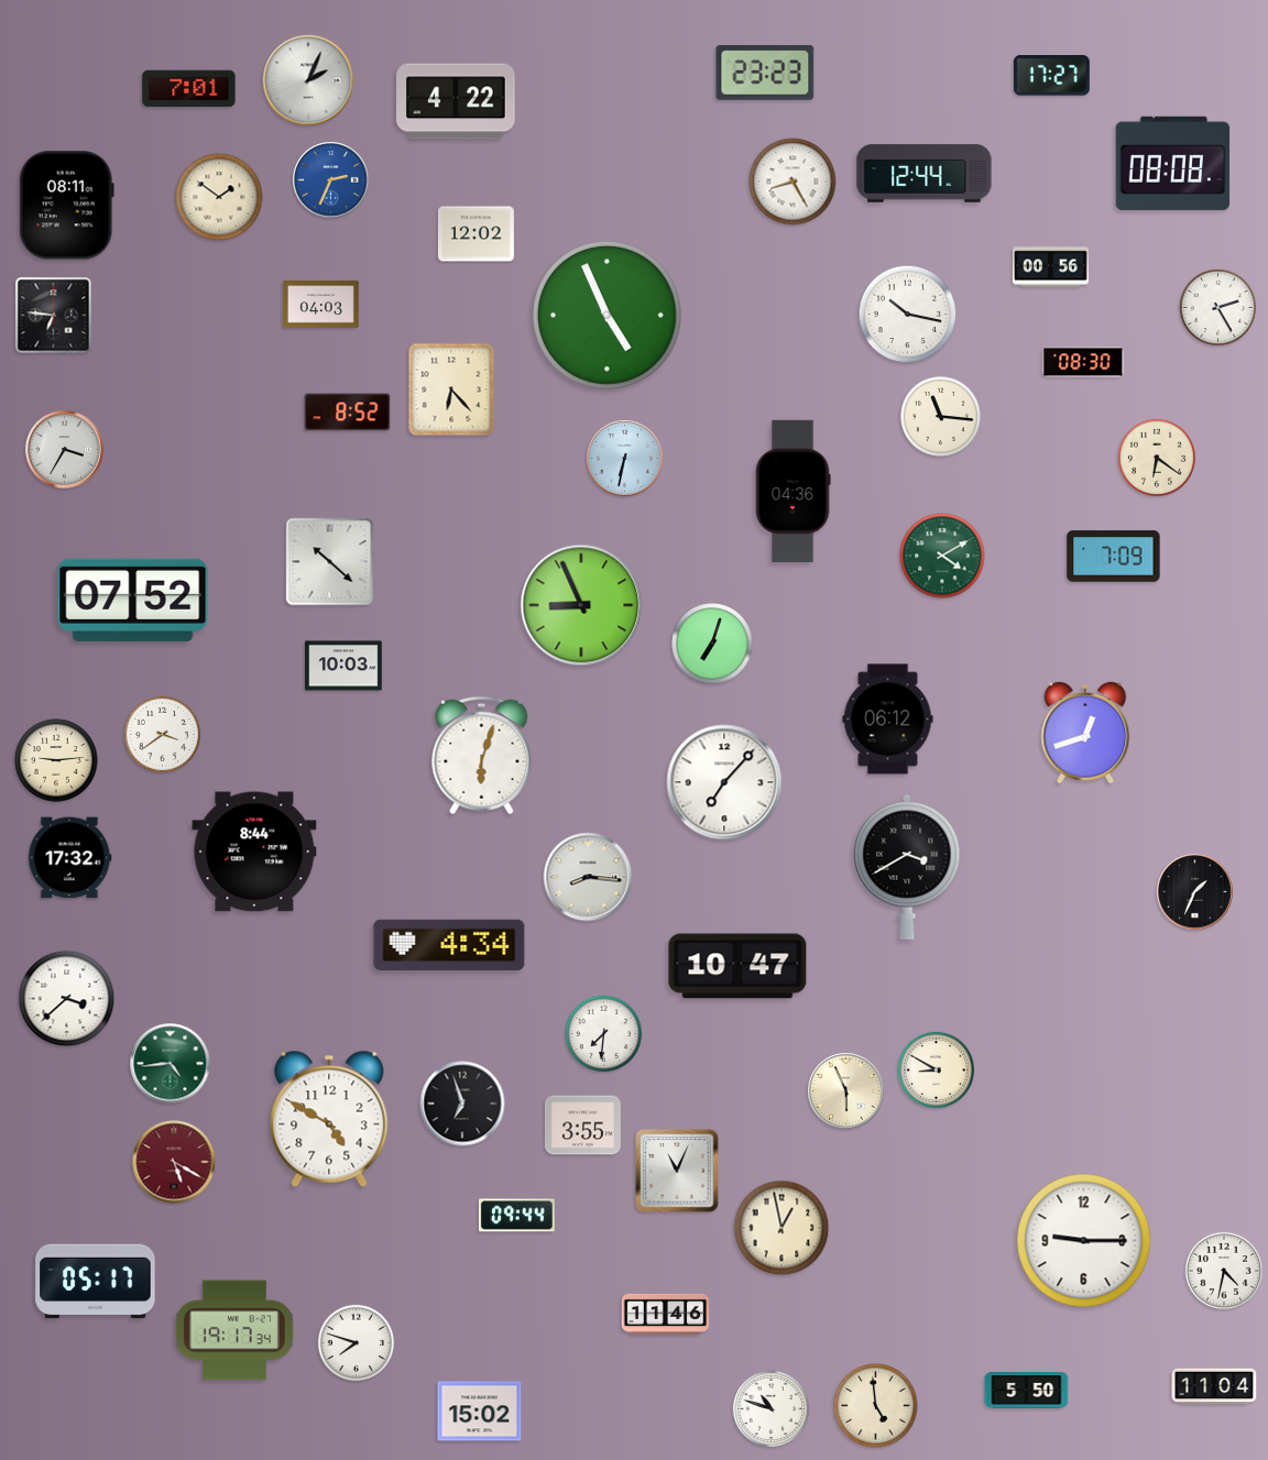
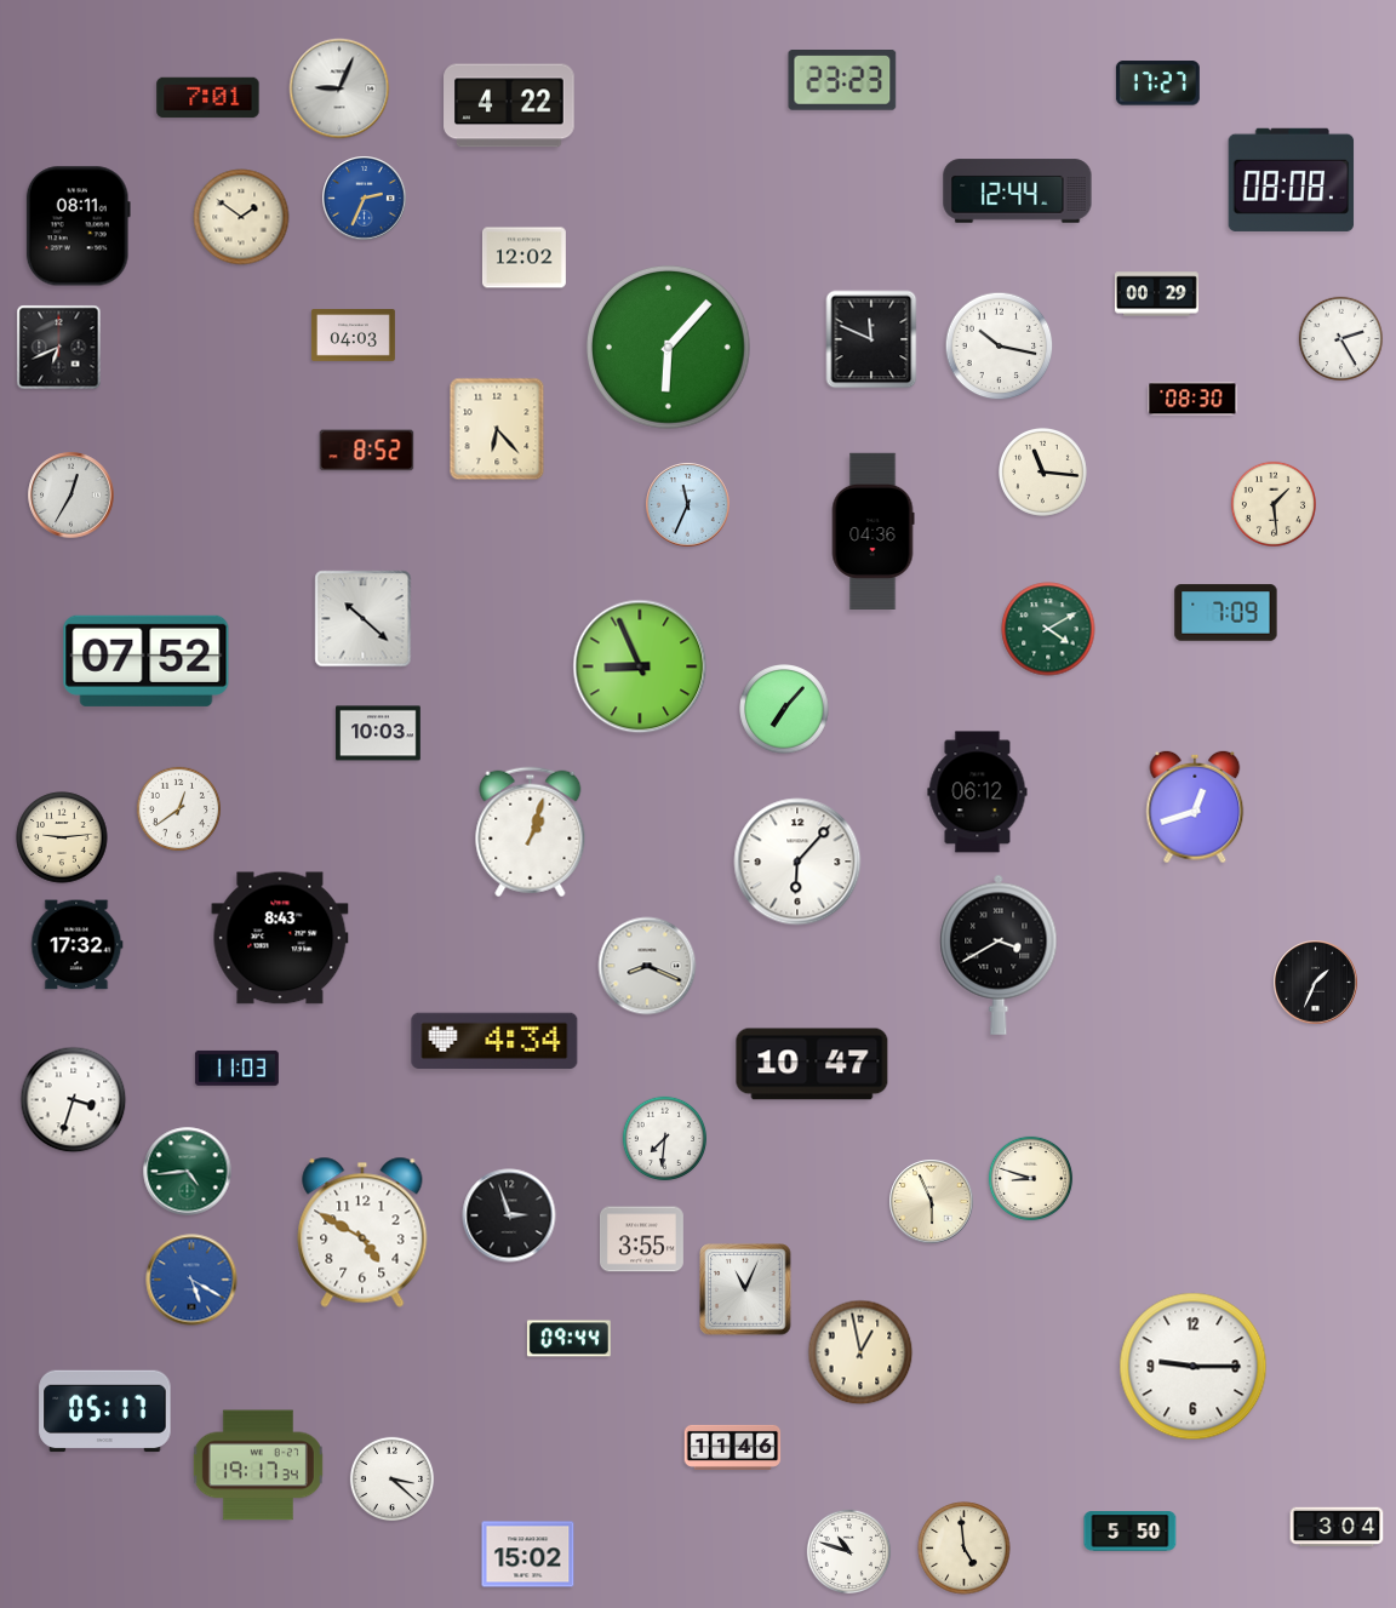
clock at (308, 80): 2:04 -> 9:04
clock at (456, 101) position: (456, 101) -> (509, 105)
clock at (792, 182): 8:25 -> none
clock at (66, 206) position: (66, 206) -> (78, 227)
clock at (1050, 267): 00:56 -> 00:29
clock at (871, 339): none -> 11:49
clock at (606, 315): 4:56 -> 6:07
clock at (54, 316): 6:46 -> 6:41
clock at (348, 413) position: (348, 413) -> (367, 451)
clock at (941, 417) position: (941, 417) -> (1043, 473)
clock at (65, 450): 3:35 -> 12:35
clock at (1156, 457): 6:21 -> 1:29
clock at (625, 459): 6:32 -> 11:34
clock at (792, 492) position: (792, 492) -> (872, 532)
clock at (942, 556) position: (942, 556) -> (1048, 629)
clock at (712, 644): 7:03 -> 7:07
clock at (163, 735): 3:39 -> 12:39
clock at (482, 756): 6:03 -> 1:03
clock at (724, 782): 7:07 -> 6:07
clock at (254, 852): 8:44 -> 8:43
clock at (588, 877): 8:16 -> 8:19
clock at (236, 1068): none -> 11:03
clock at (67, 999): 3:38 -> 3:33
clock at (937, 1071): 8:50 -> 8:48
clock at (462, 1104): 6:57 -> 2:57
clock at (174, 1162) dial: burgundy -> blue
clock at (1223, 1270): 4:32 -> none
clock at (357, 1343): 7:48 -> 3:22
clock at (1214, 1386): 11:04 -> 3:04
